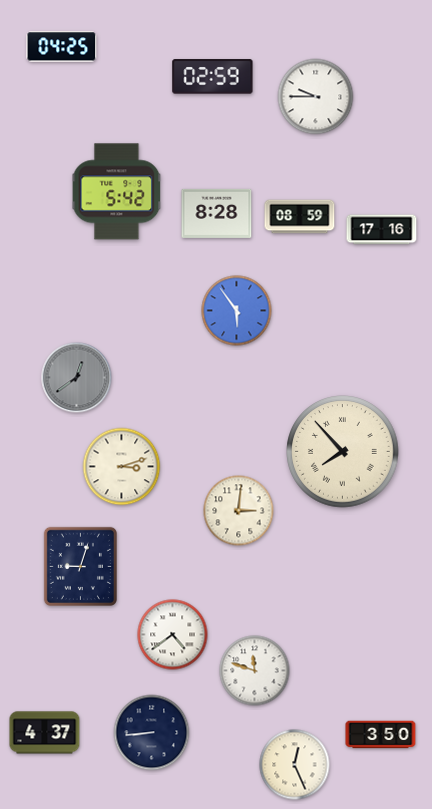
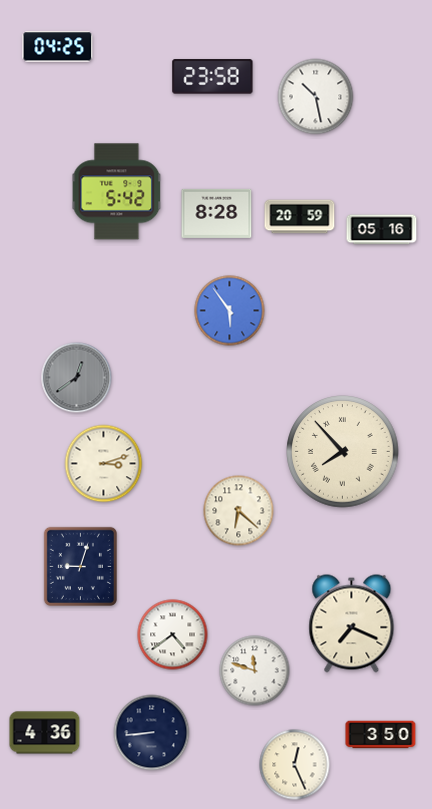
clock at (62, 47) position: (62, 47) -> (58, 47)
clock at (213, 77): 02:59 -> 23:58
clock at (316, 97): 9:45 -> 10:28
clock at (300, 217): 08:59 -> 20:59
clock at (382, 230): 17:16 -> 05:16
clock at (237, 311) position: (237, 311) -> (230, 311)
clock at (122, 467) position: (122, 467) -> (104, 464)
clock at (239, 511): 3:01 -> 6:22
clock at (352, 624): none -> 7:19
clock at (45, 733): 4:37 -> 4:36
